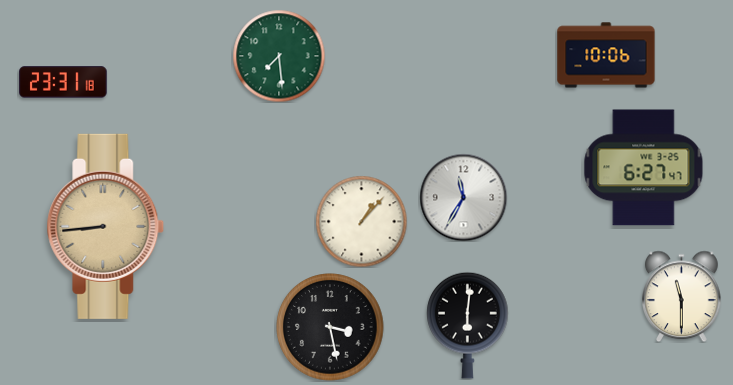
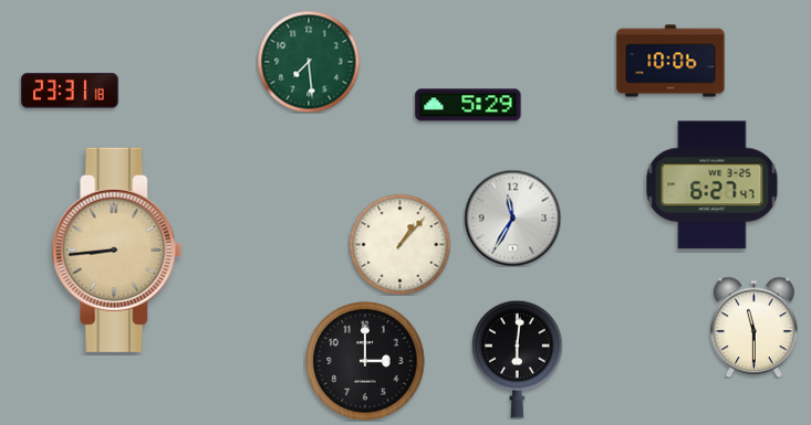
clock at (468, 105): none -> 5:29
clock at (330, 327): 3:28 -> 3:00
